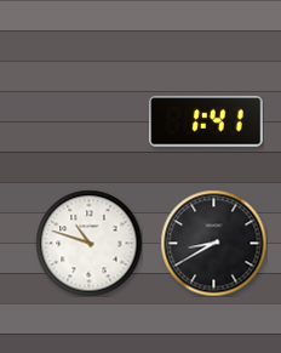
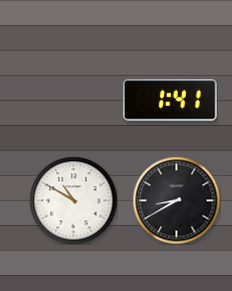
clock at (88, 243): 10:48 -> 10:50
